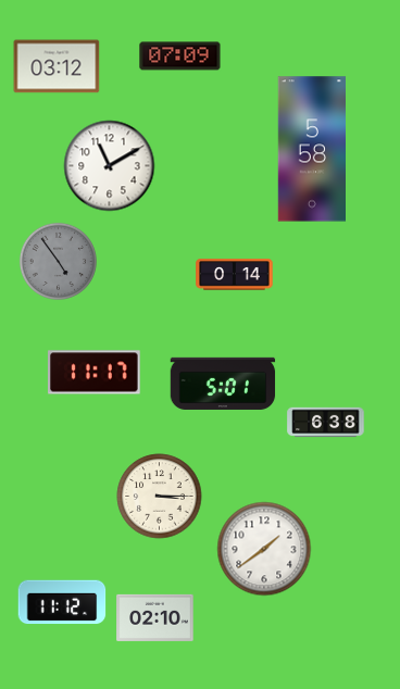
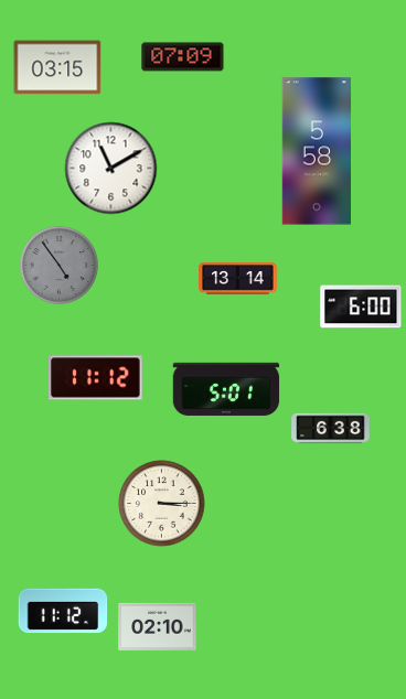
clock at (57, 66): 03:12 -> 03:15
clock at (235, 275): 0:14 -> 13:14
clock at (361, 307): none -> 6:00
clock at (95, 373): 11:17 -> 11:12
clock at (264, 549): 1:39 -> none
